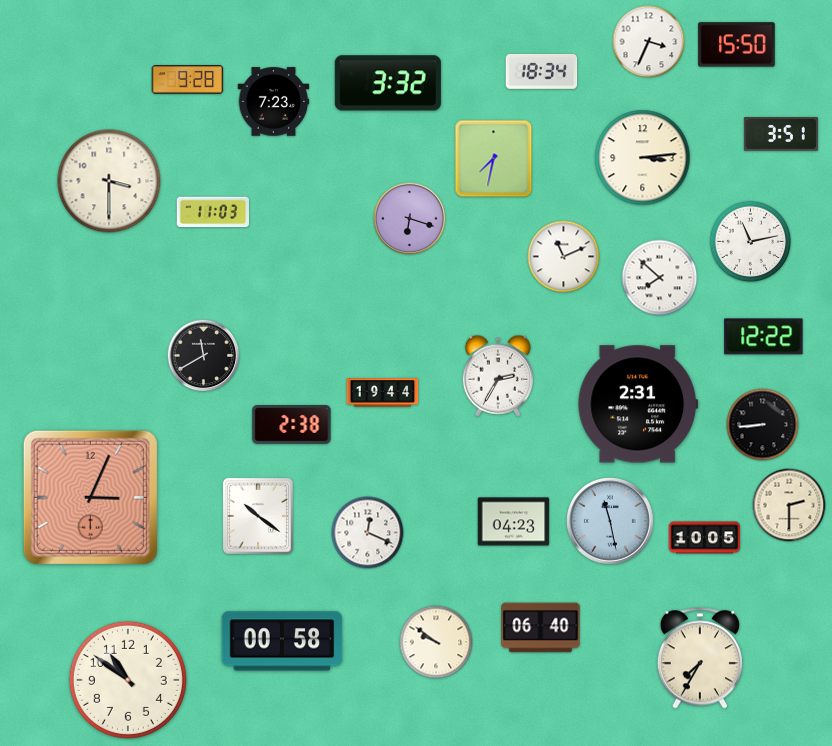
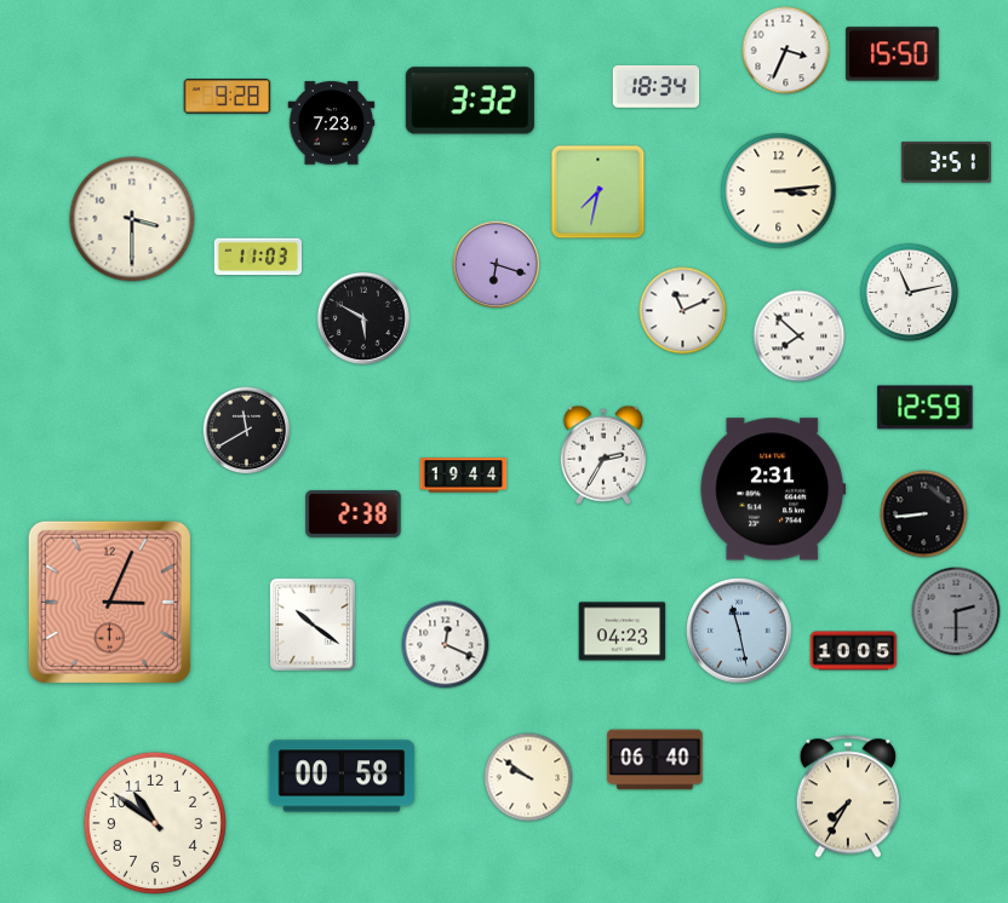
clock at (363, 318): none -> 5:50
clock at (764, 337): 12:22 -> 12:59
clock at (789, 505) dial: cream -> grey
